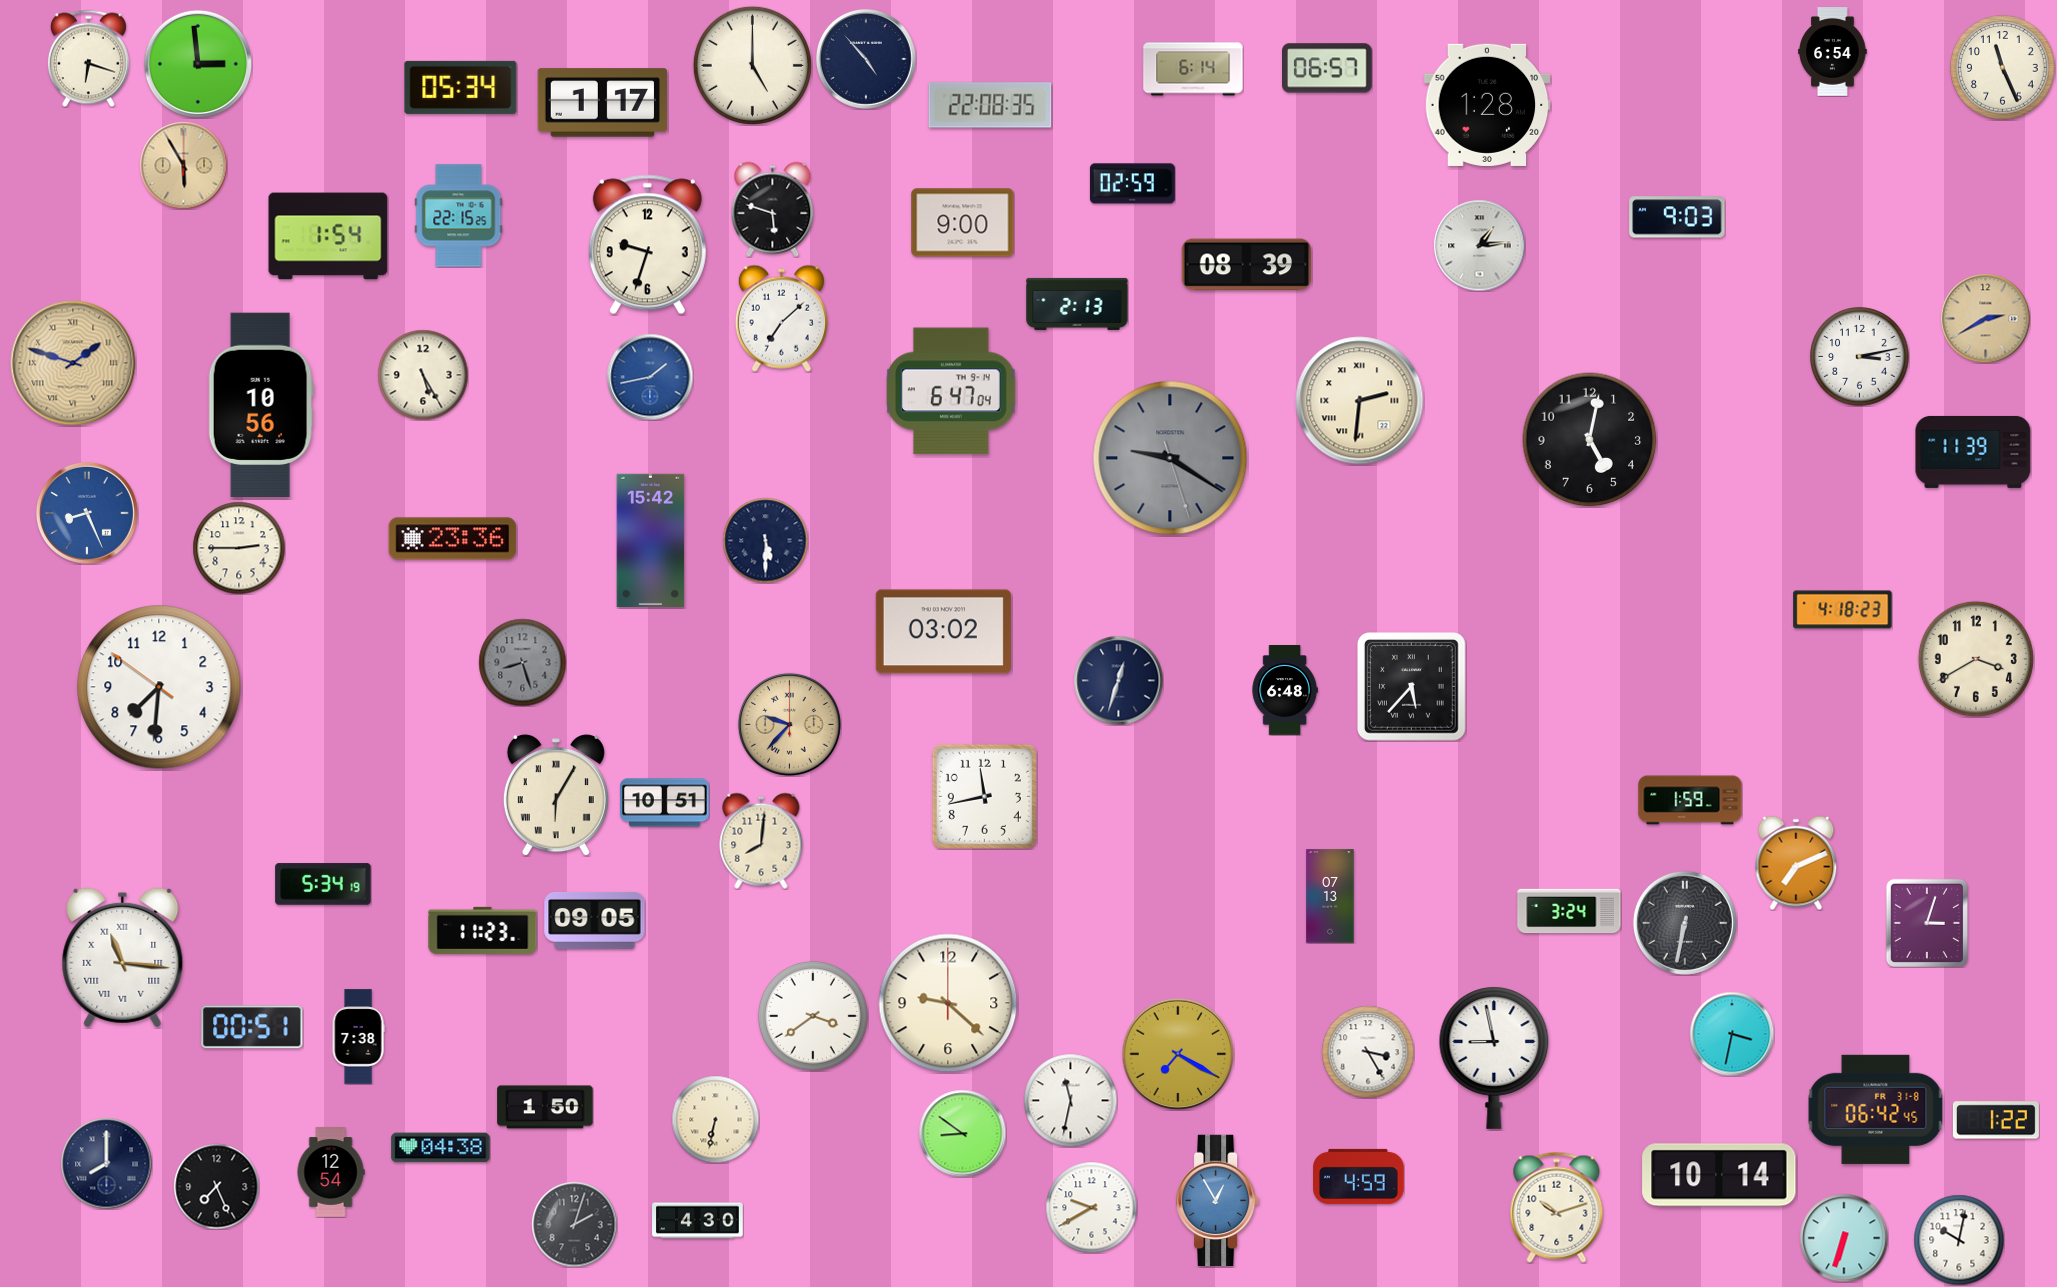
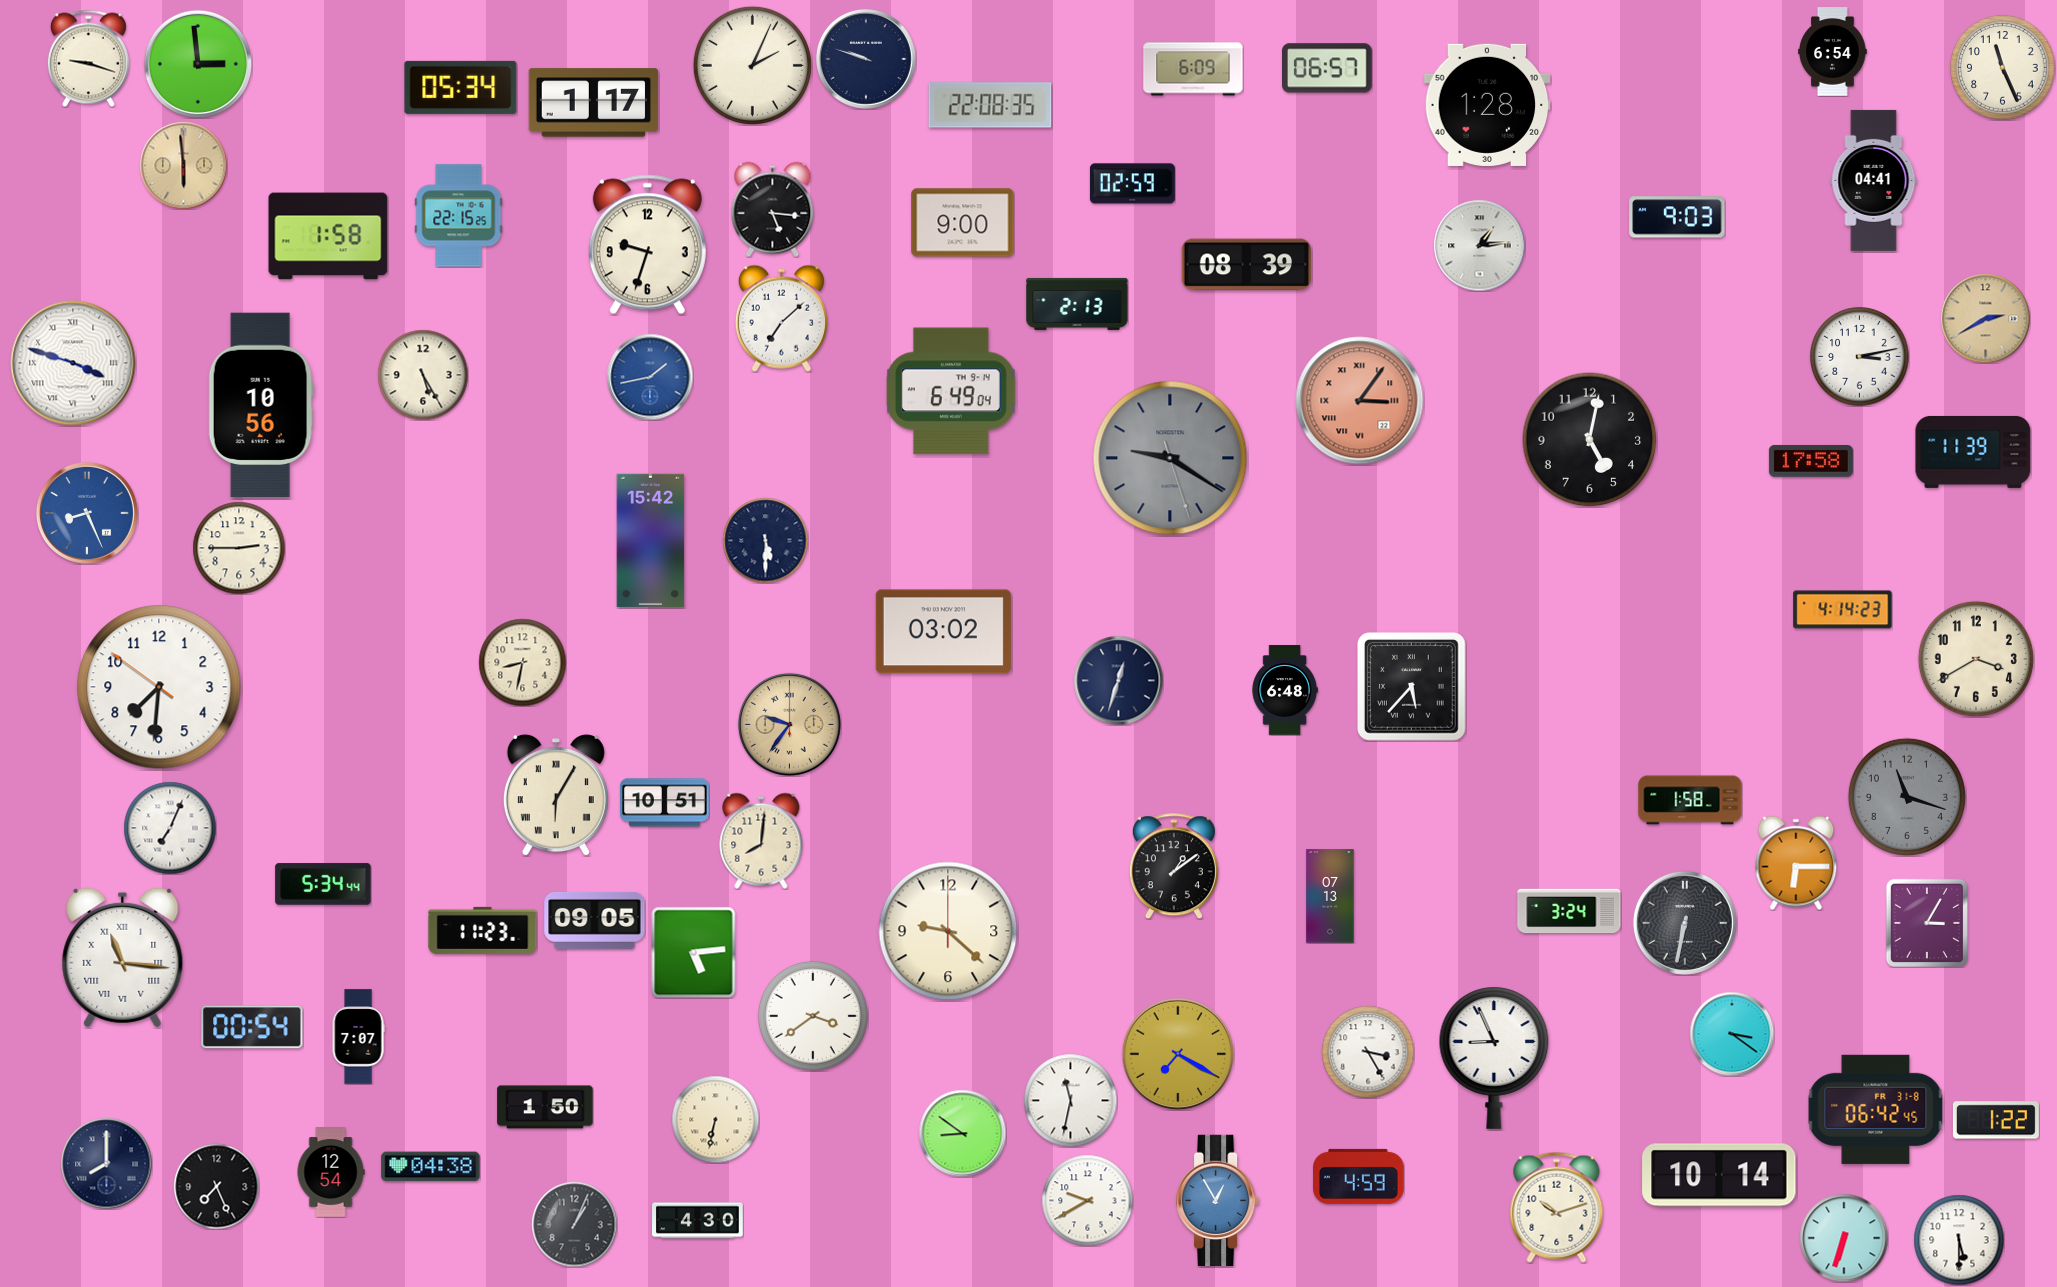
clock at (88, 58): 6:18 -> 9:18
clock at (866, 59): 4:53 -> 9:48
clock at (752, 65): 5:00 -> 2:04
clock at (1193, 69): 6:14 -> 6:09
clock at (603, 103) position: (603, 103) -> (594, 103)
clock at (183, 165): 5:55 -> 5:59
clock at (1874, 180): none -> 04:41
clock at (773, 209): 5:48 -> 5:16
clock at (328, 236): 1:54 -> 1:58
clock at (73, 363): 1:48 -> 3:48
clock at (73, 363) dial: champagne -> white
clock at (951, 391): 6:47 -> 6:49
clock at (1360, 401): 2:31 -> 3:06
clock at (1360, 401) dial: cream -> salmon
clock at (1811, 461): none -> 17:58
clock at (453, 539): 23:36 -> none
clock at (1843, 610): 4:18 -> 4:14
clock at (522, 662): 8:27 -> 8:32
clock at (522, 662) dial: grey -> cream
clock at (789, 724): 9:37 -> 9:36
clock at (984, 796): 11:43 -> none
clock at (1907, 797): none -> 11:18
clock at (1690, 800): 1:59 -> 1:58
clock at (170, 828): none -> 7:04
clock at (1796, 863): 7:11 -> 6:15
clock at (1174, 866): none -> 1:09
clock at (323, 884): 5:34:19 -> 5:34:44
clock at (1927, 923): 3:03 -> 3:05
clock at (694, 952): none -> 5:14
clock at (948, 1003) position: (948, 1003) -> (948, 931)
clock at (252, 1027): 00:51 -> 00:54
clock at (1732, 1034): 3:32 -> 3:21
clock at (358, 1037): 7:38 -> 7:07
clock at (1494, 1058): 8:58 -> 8:56
clock at (441, 1148) position: (441, 1148) -> (431, 1167)
clock at (1091, 1207) position: (1091, 1207) -> (1087, 1200)
clock at (574, 1224): 2:03 -> 1:04
clock at (1959, 1240): 10:02 -> 5:30
